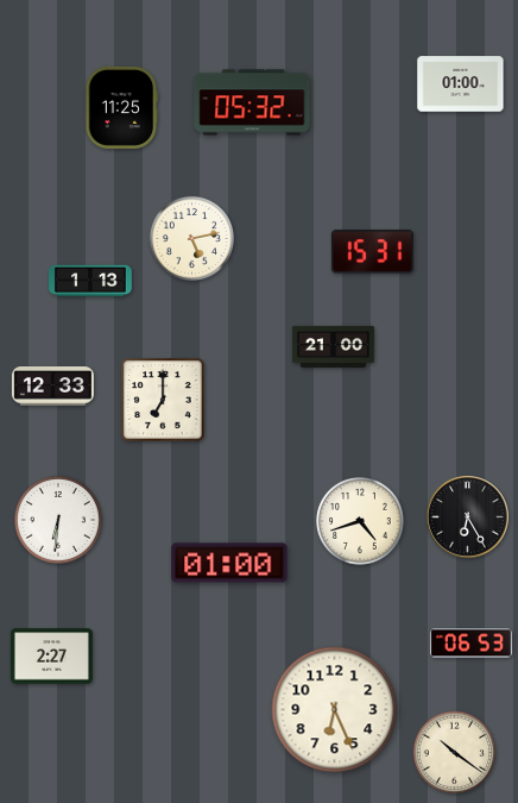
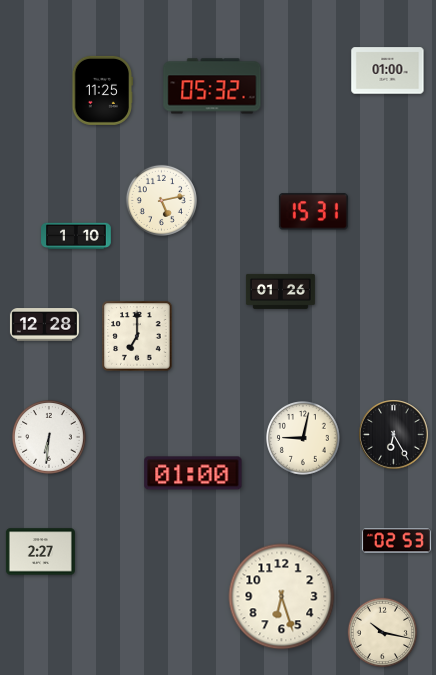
clock at (91, 281): 1:13 -> 1:10
clock at (333, 346): 21:00 -> 01:26
clock at (52, 387): 12:33 -> 12:28
clock at (361, 522): 4:42 -> 9:02
clock at (470, 644): 06:53 -> 02:53
clock at (51, 657) position: (51, 657) -> (40, 552)
clock at (335, 710): 6:26 -> 6:27
clock at (455, 753): 10:21 -> 10:17
